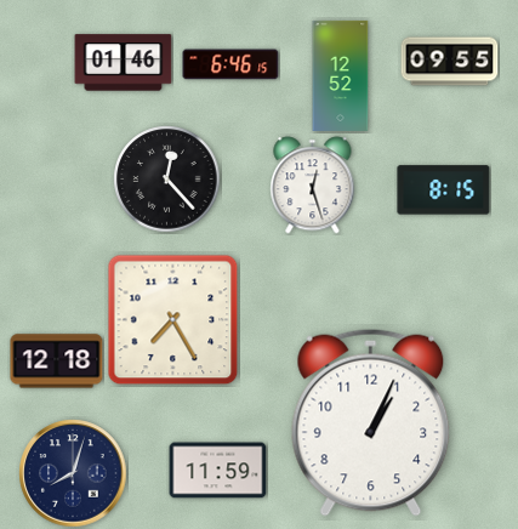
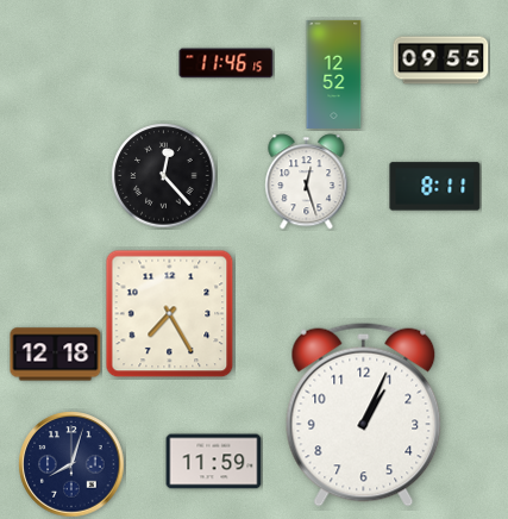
clock at (124, 63): 01:46 -> none
clock at (230, 64): 6:46 -> 11:46
clock at (444, 190): 8:15 -> 8:11
